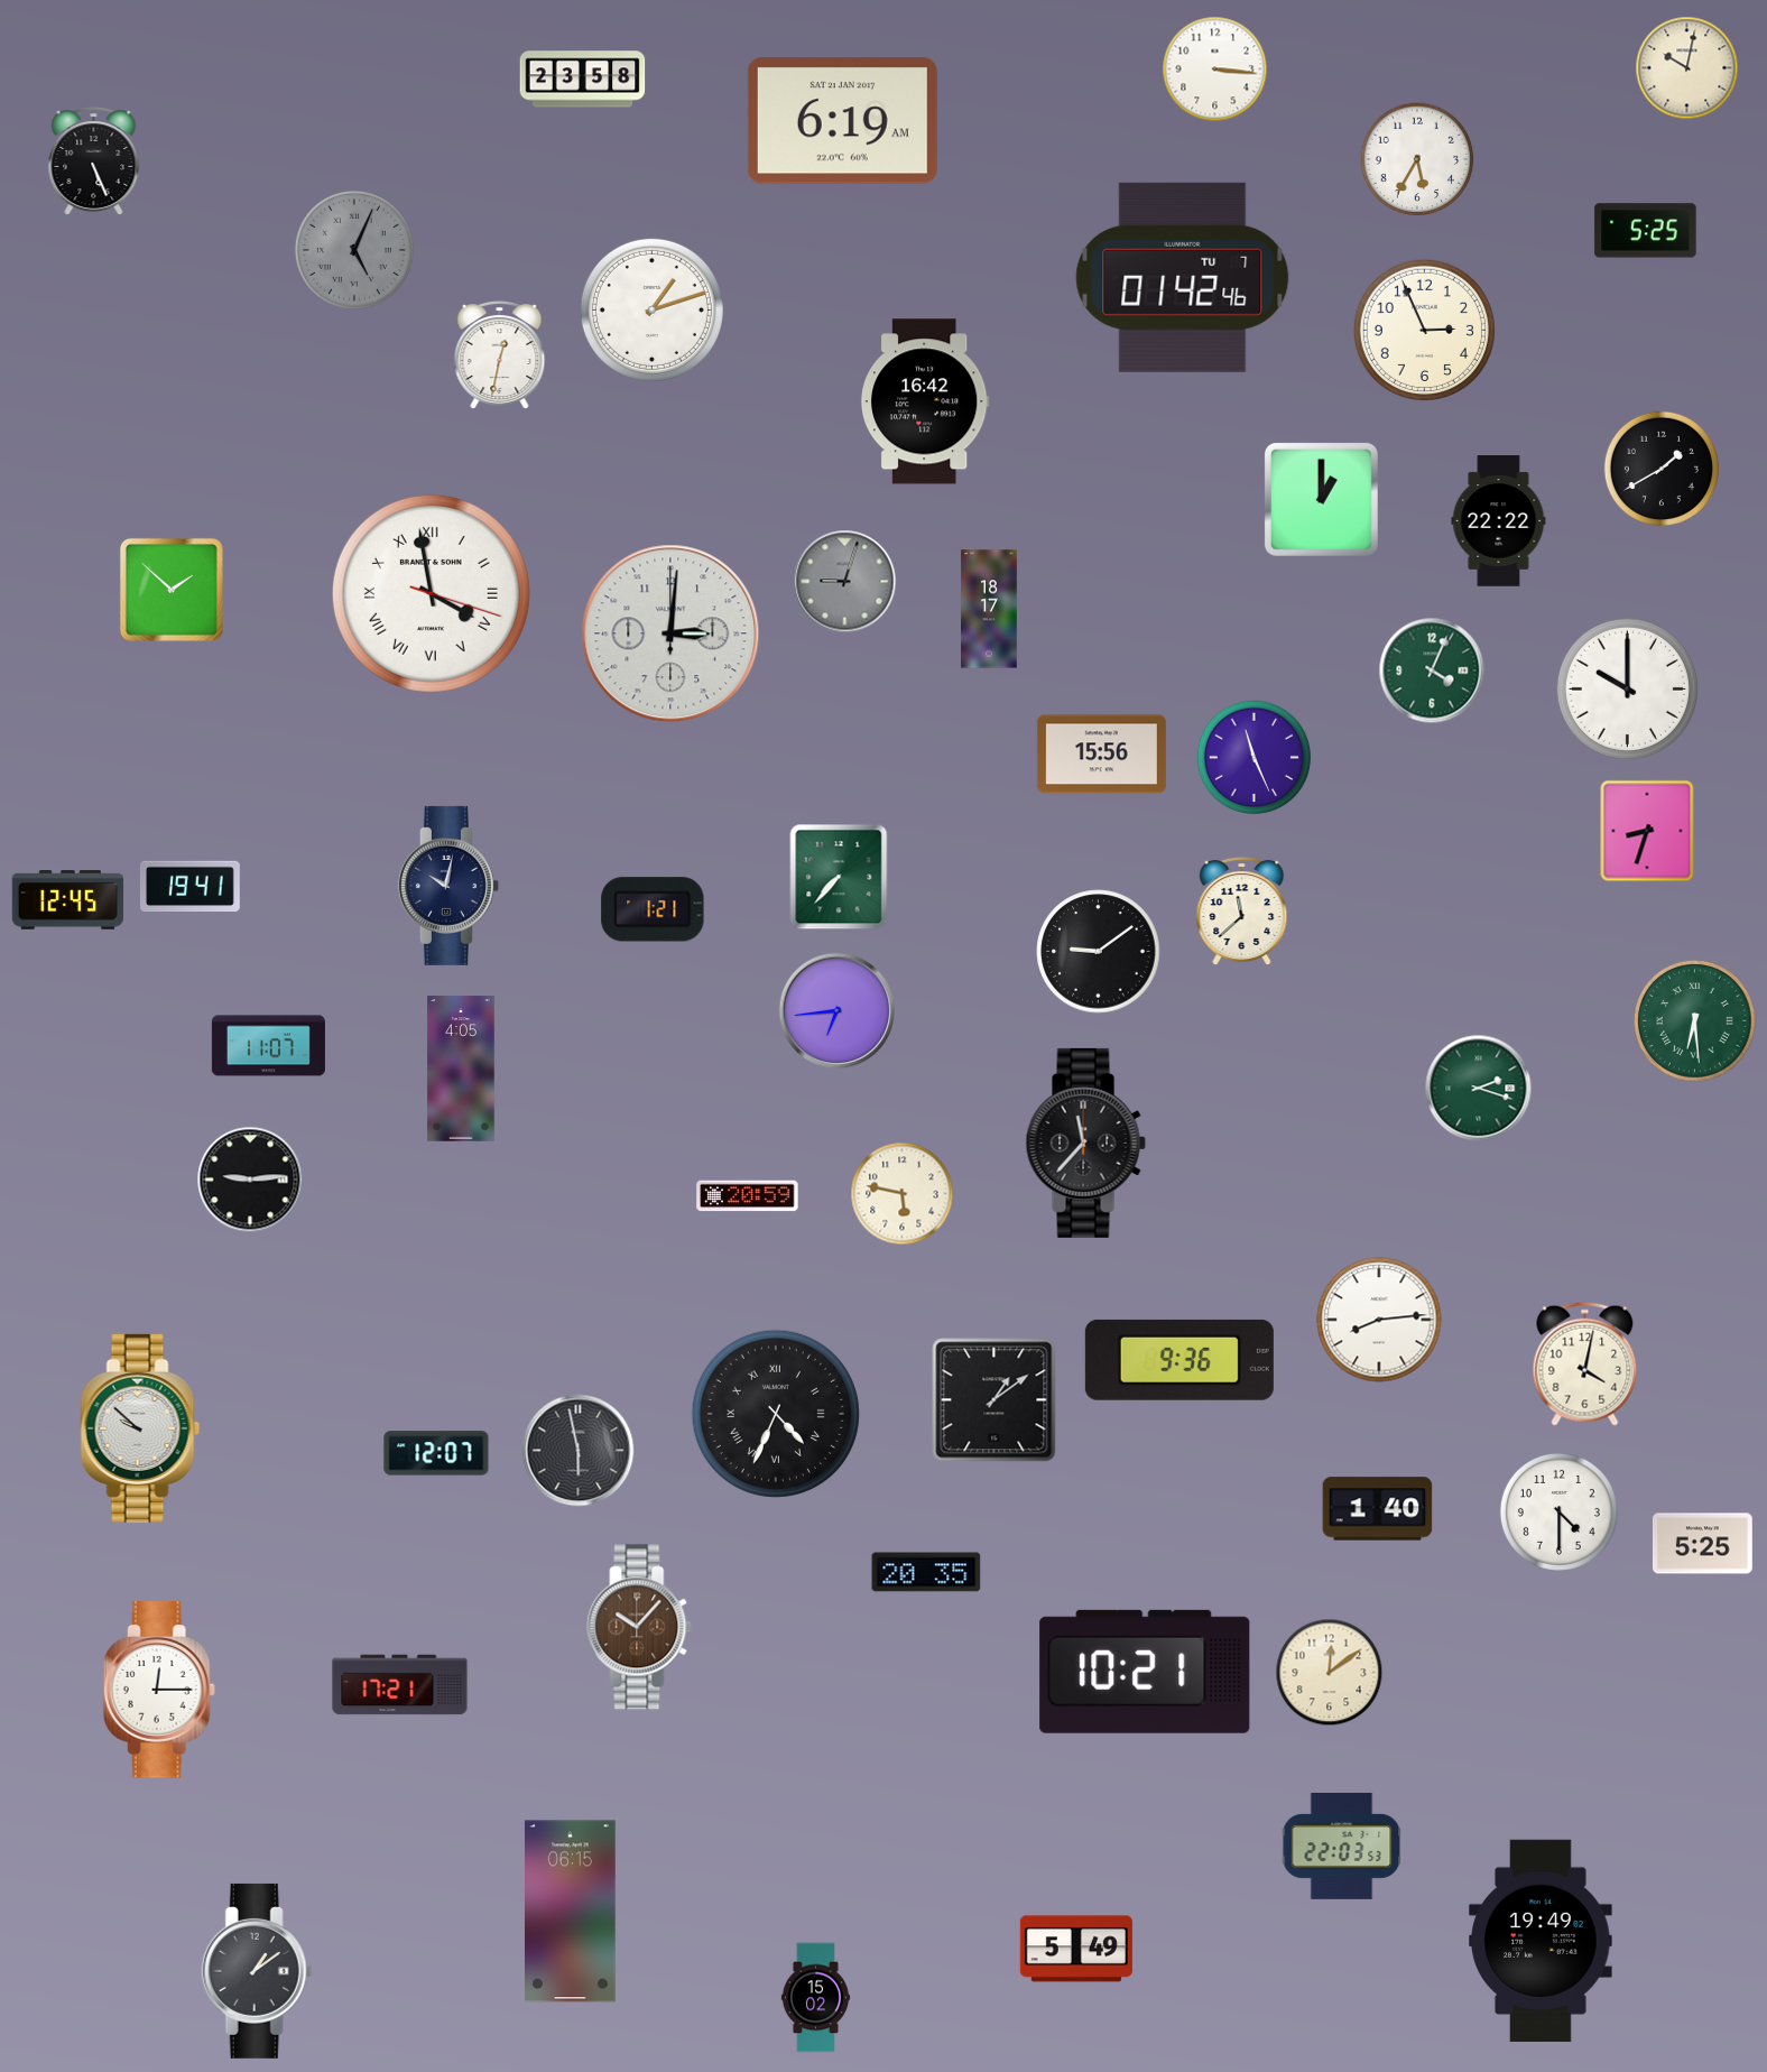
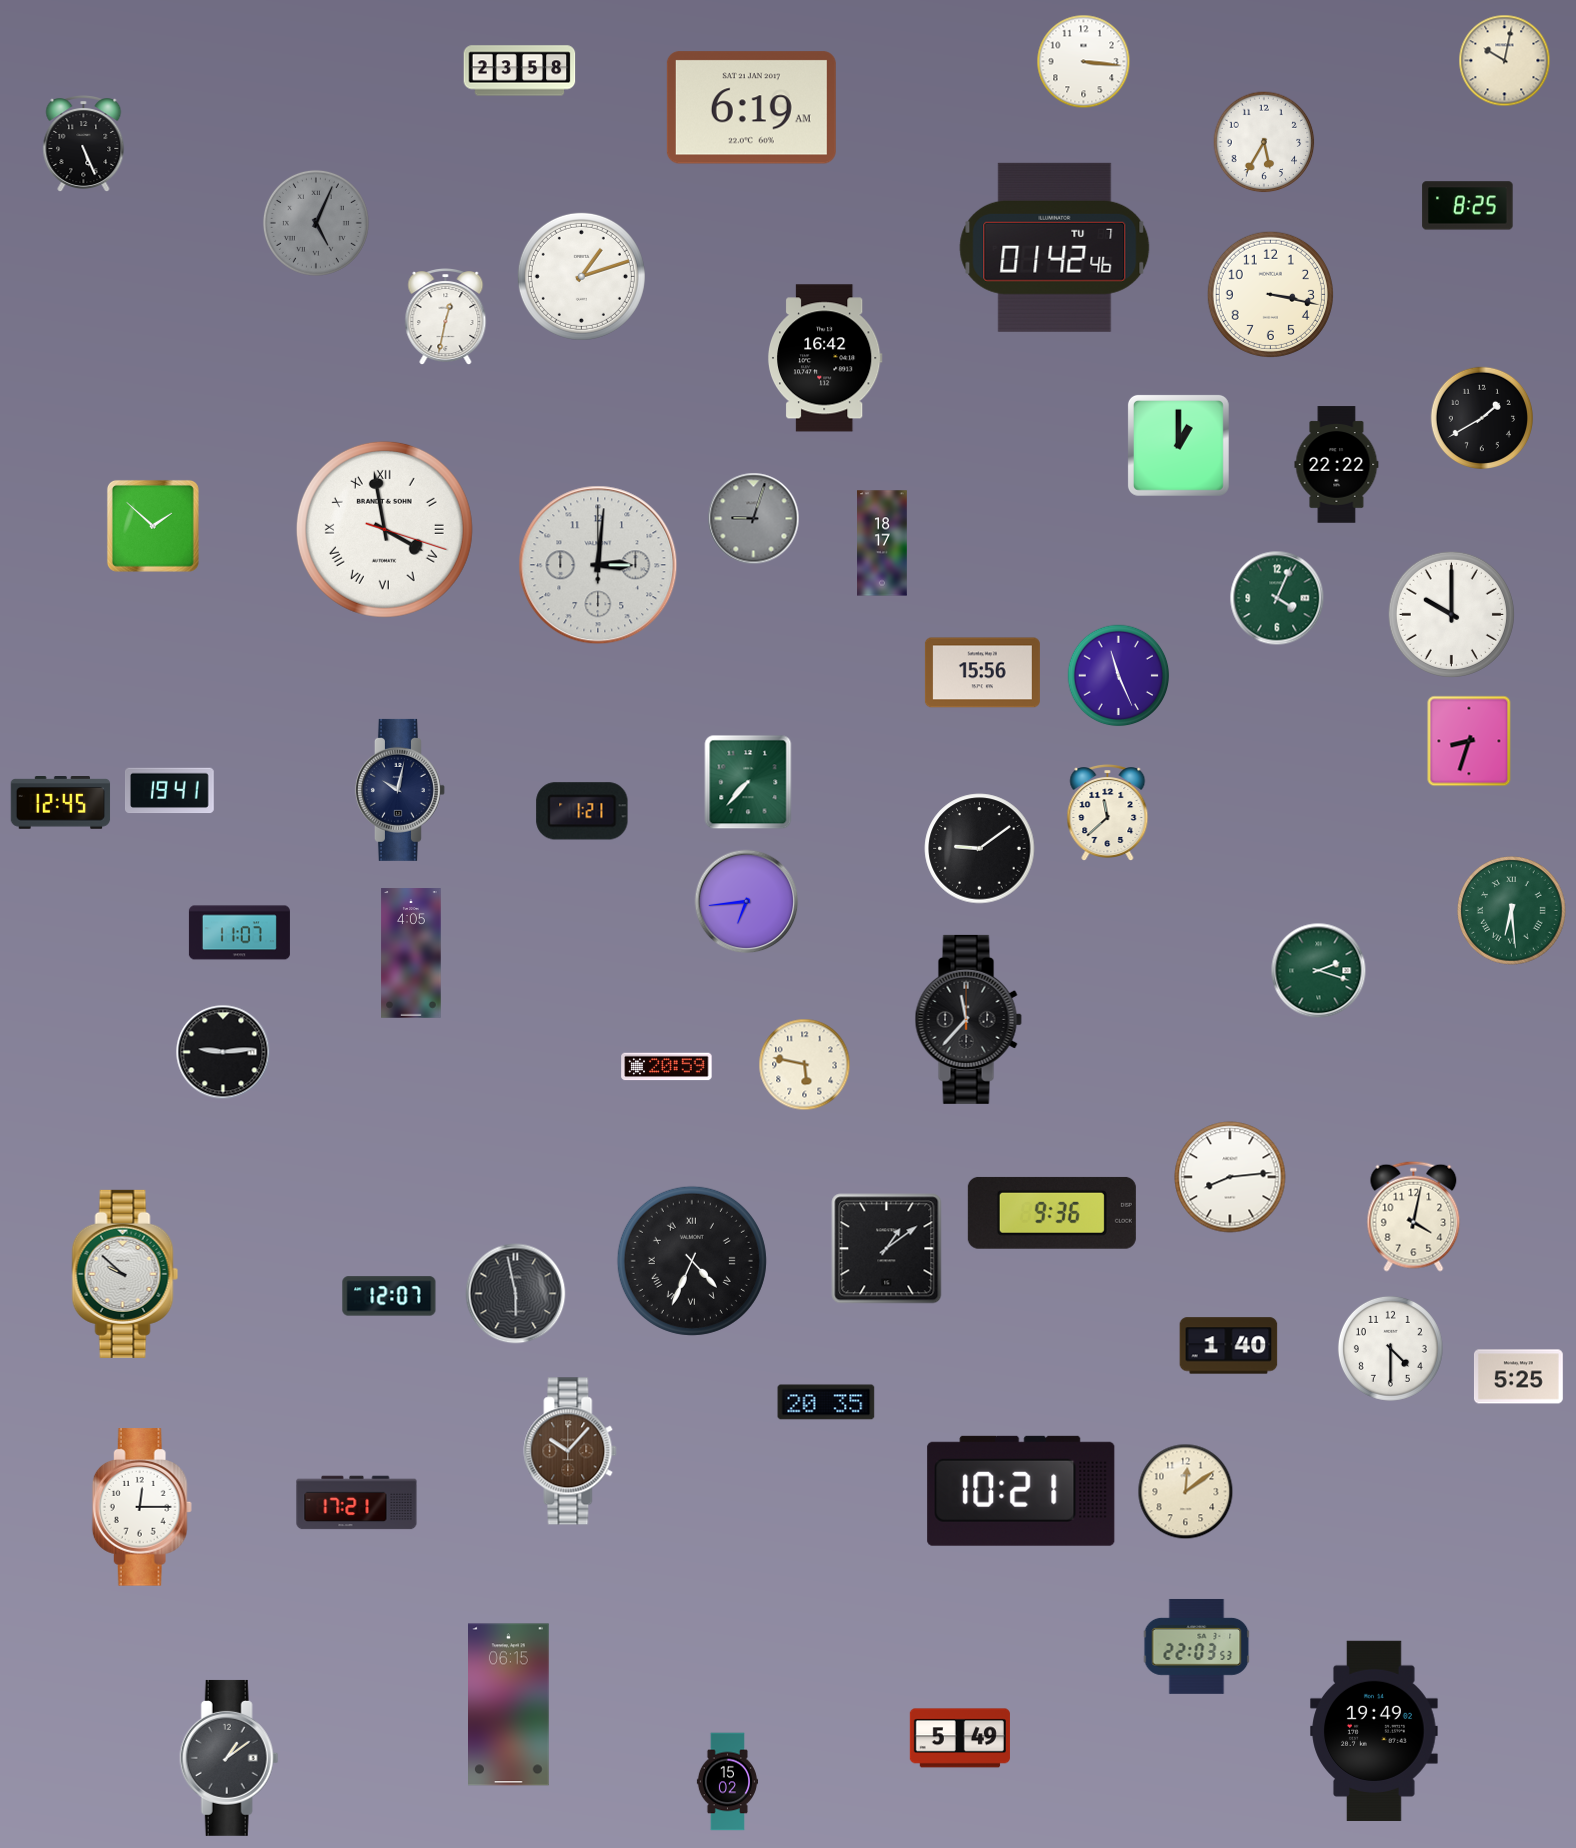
clock at (1646, 231): 5:25 -> 8:25
clock at (1424, 330): 2:56 -> 3:17
